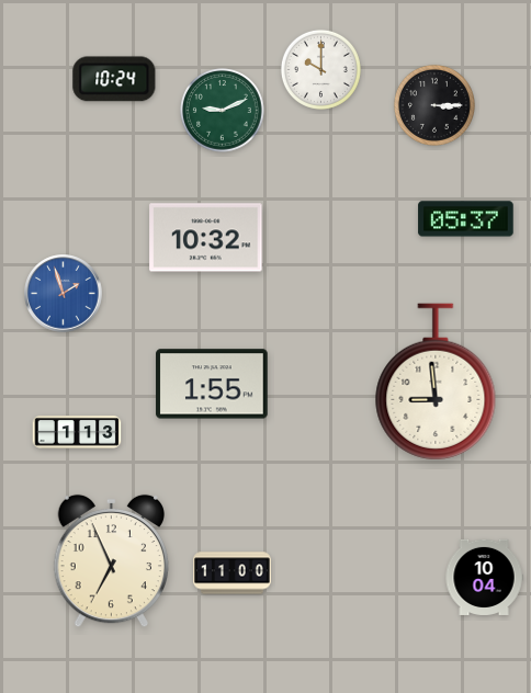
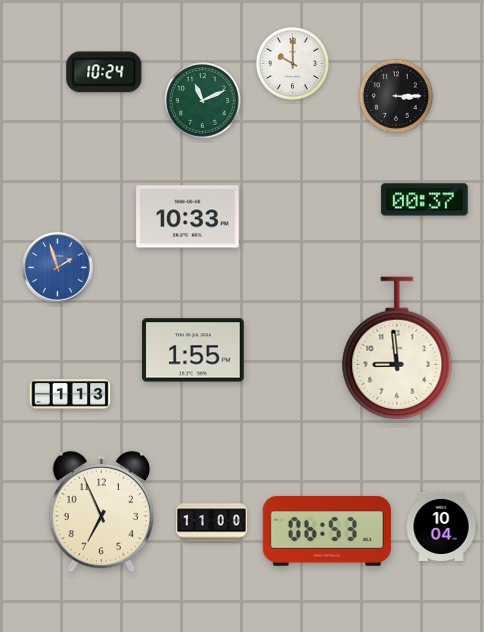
clock at (223, 111): 9:11 -> 11:11
clock at (466, 219): 05:37 -> 00:37
clock at (206, 238): 10:32 -> 10:33
clock at (327, 531): none -> 06:53
